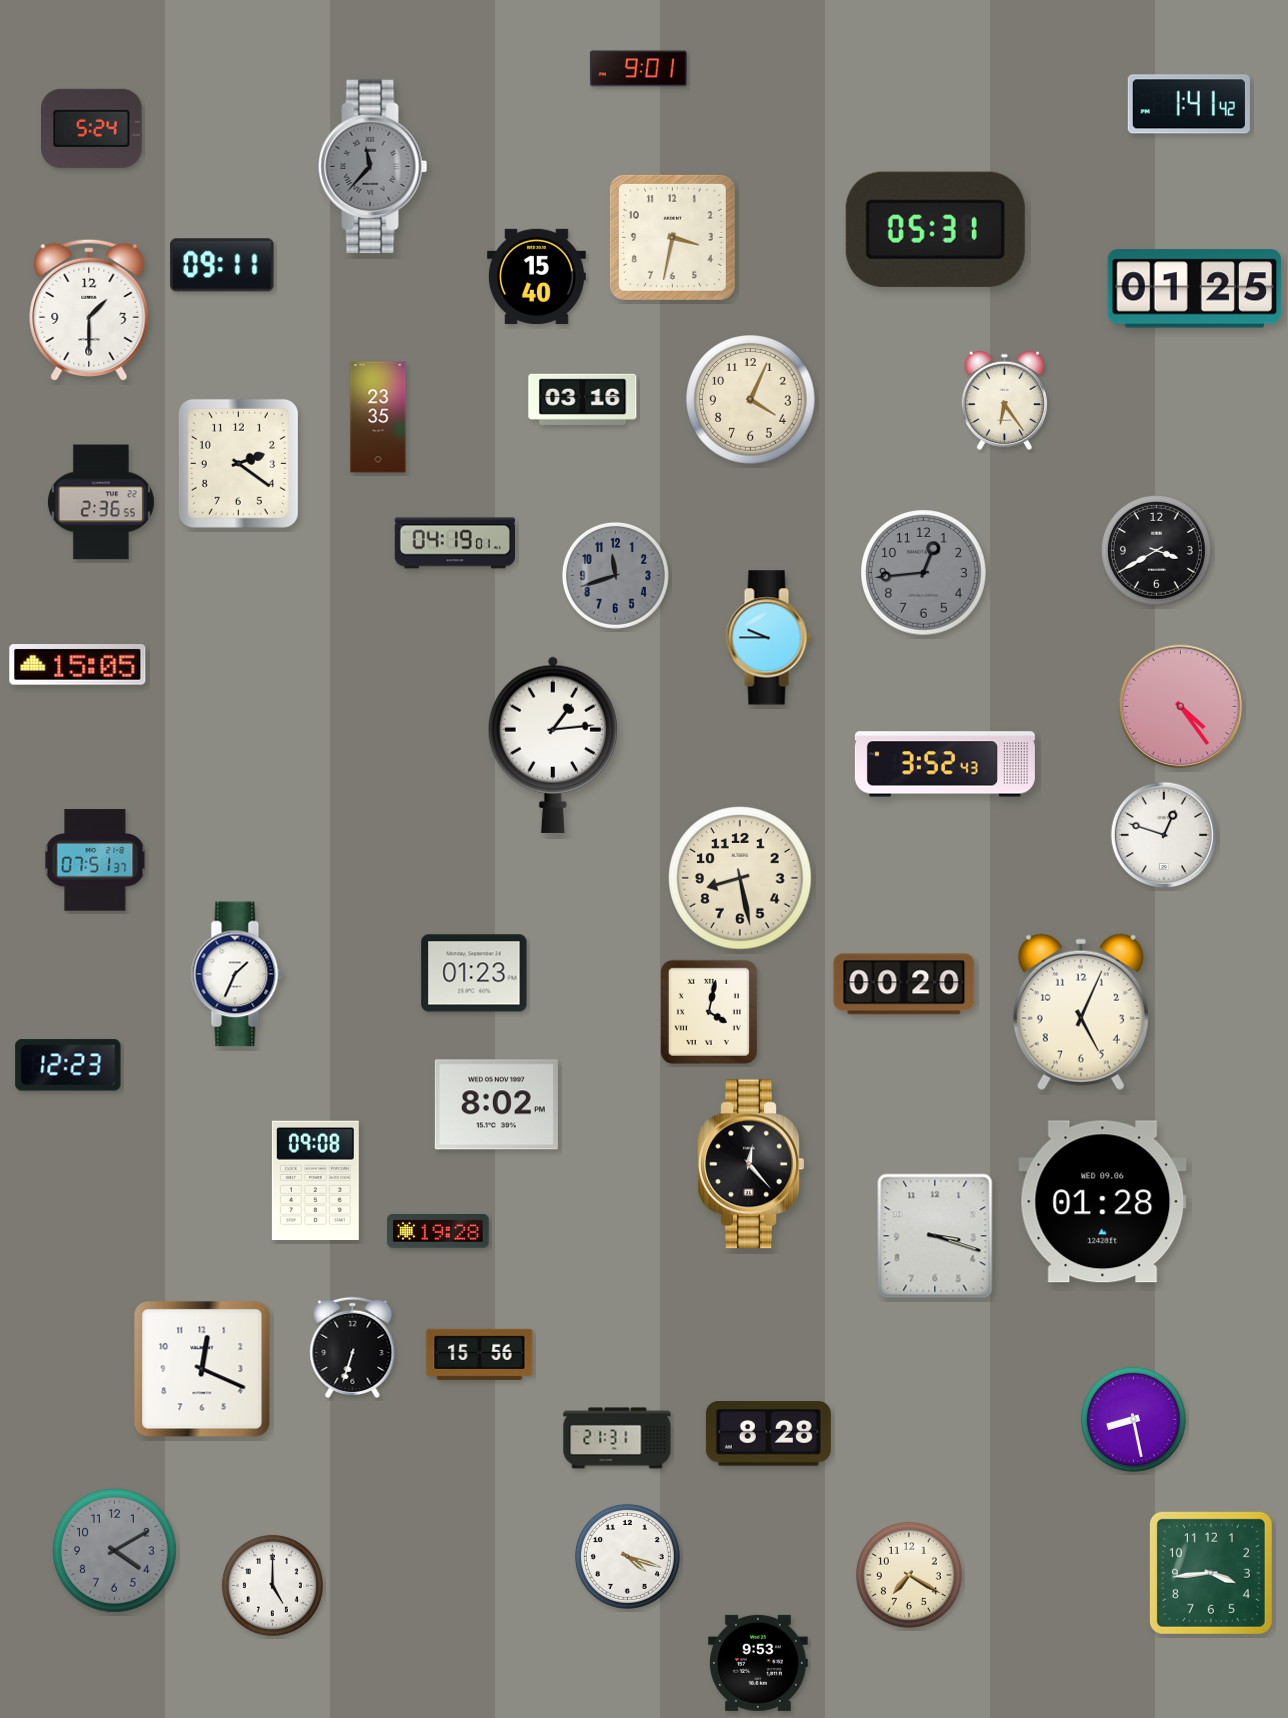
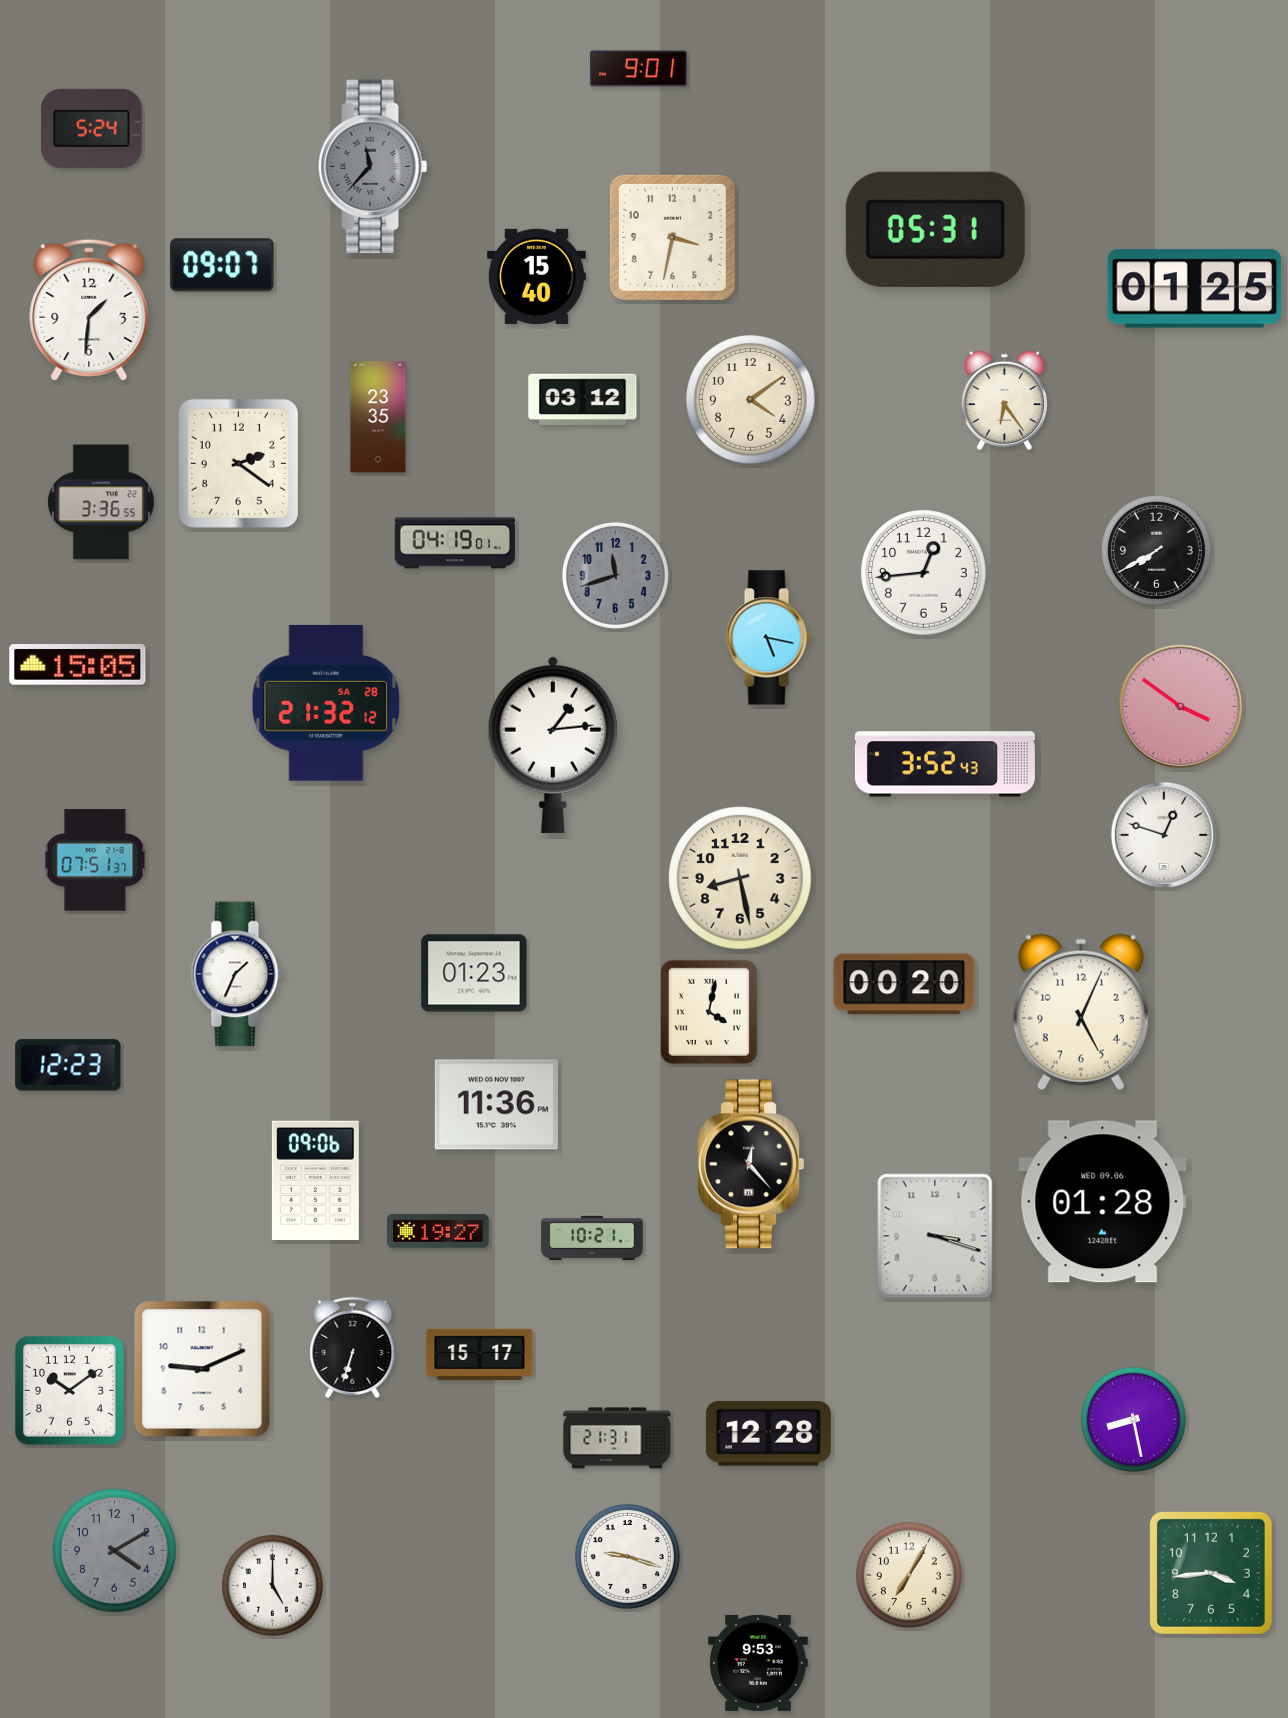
clock at (1189, 104): 1:41 -> none
clock at (222, 265): 09:11 -> 09:07
clock at (89, 310): 1:30 -> 1:31
clock at (583, 399): 03:16 -> 03:12
clock at (751, 400): 4:04 -> 4:09
clock at (101, 502): 2:36 -> 3:36
clock at (1156, 550): 3:40 -> 7:40
clock at (924, 573) dial: grey -> white
clock at (768, 638): 9:45 -> 5:17
clock at (326, 703): none -> 21:32
clock at (1181, 707): 4:24 -> 3:51
clock at (496, 1105): 8:02 -> 11:36
clock at (315, 1180): 09:08 -> 09:06
clock at (438, 1232): 19:28 -> 19:27
clock at (592, 1238): none -> 10:21
clock at (480, 1354): 15:56 -> 15:17
clock at (202, 1369): 12:19 -> 9:11
clock at (69, 1390): none -> 10:09
clock at (768, 1434): 8:28 -> 12:28
clock at (627, 1556): 4:18 -> 9:18
clock at (909, 1575): 7:20 -> 7:05
